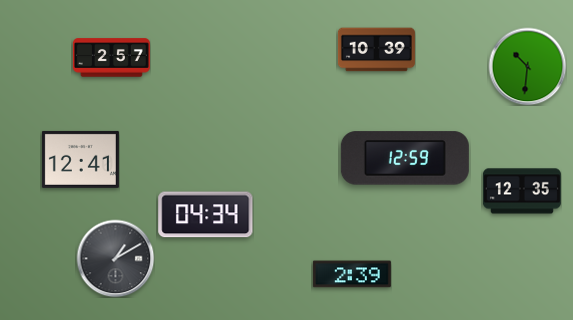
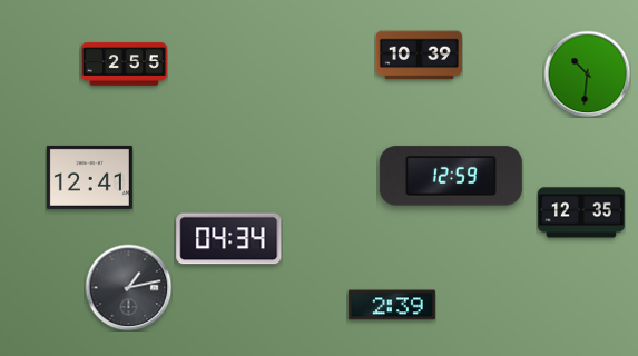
clock at (111, 58): 2:57 -> 2:55
clock at (115, 258): 1:10 -> 1:13
